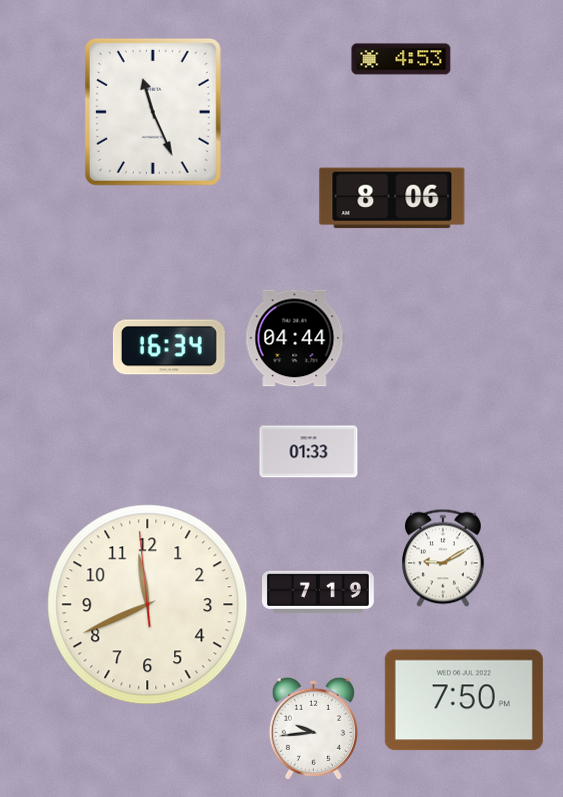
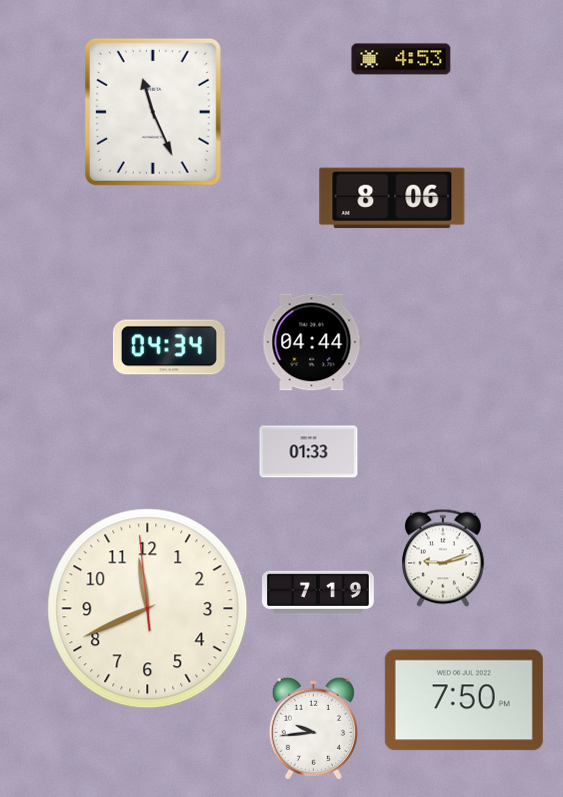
clock at (295, 338) position: (295, 338) -> (312, 342)
clock at (169, 347): 16:34 -> 04:34
clock at (443, 558): 9:10 -> 9:12
clock at (148, 605) position: (148, 605) -> (148, 609)
